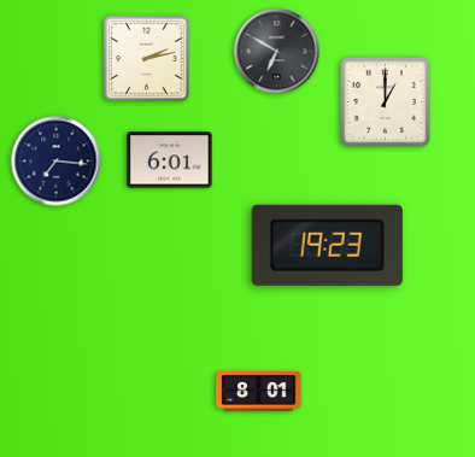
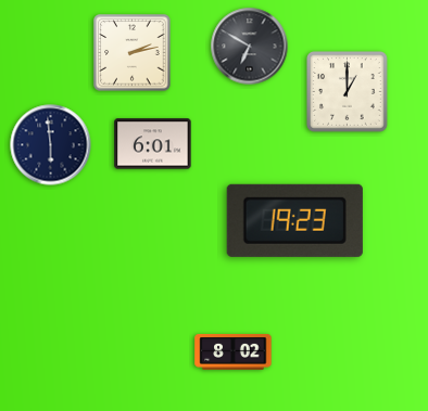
clock at (57, 162): 7:16 -> 5:59
clock at (259, 391): 8:01 -> 8:02
